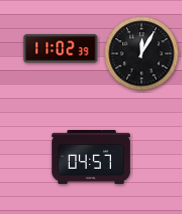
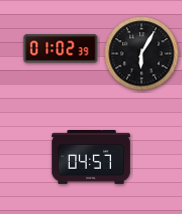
clock at (61, 49): 11:02 -> 01:02
clock at (142, 54): 12:05 -> 6:05
